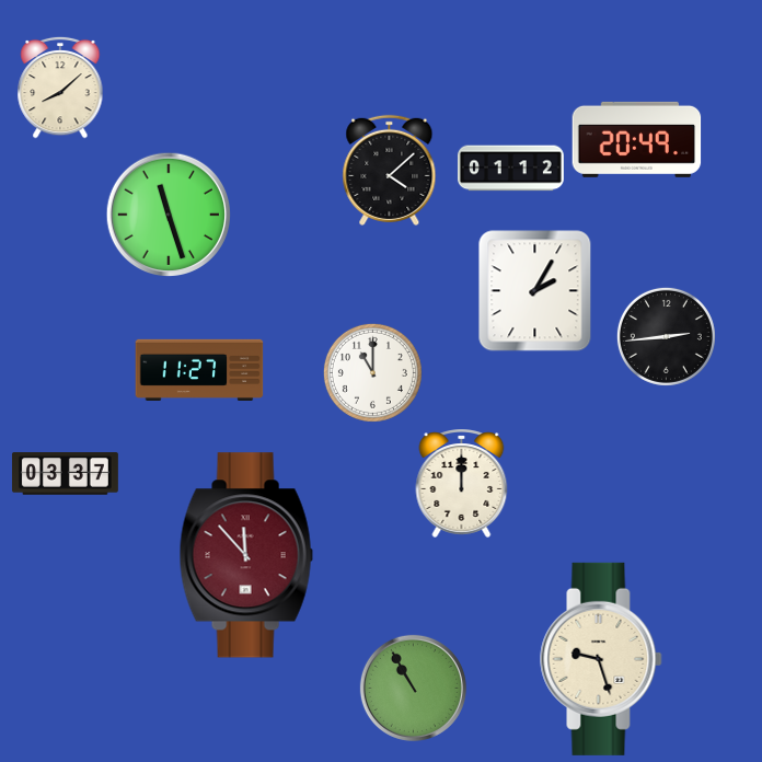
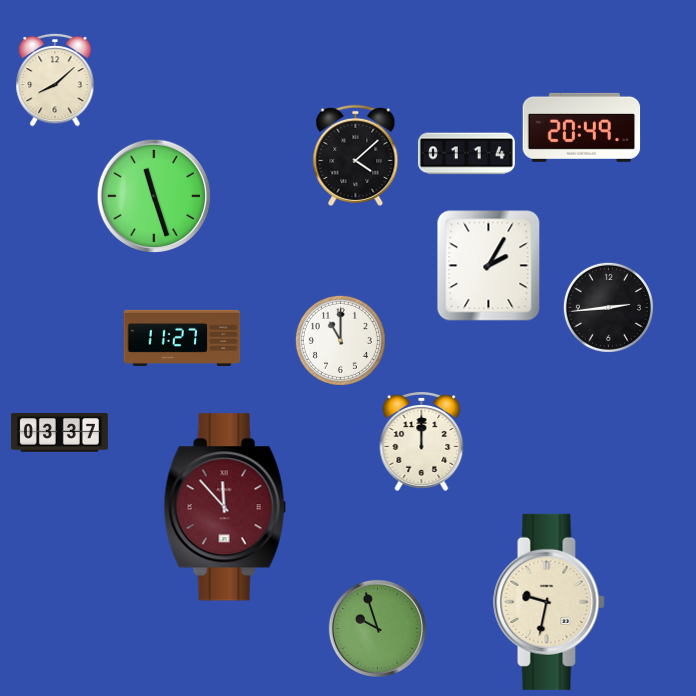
clock at (510, 169): 01:12 -> 01:14
clock at (601, 659): 9:27 -> 9:32
clock at (413, 688): 10:55 -> 9:57
